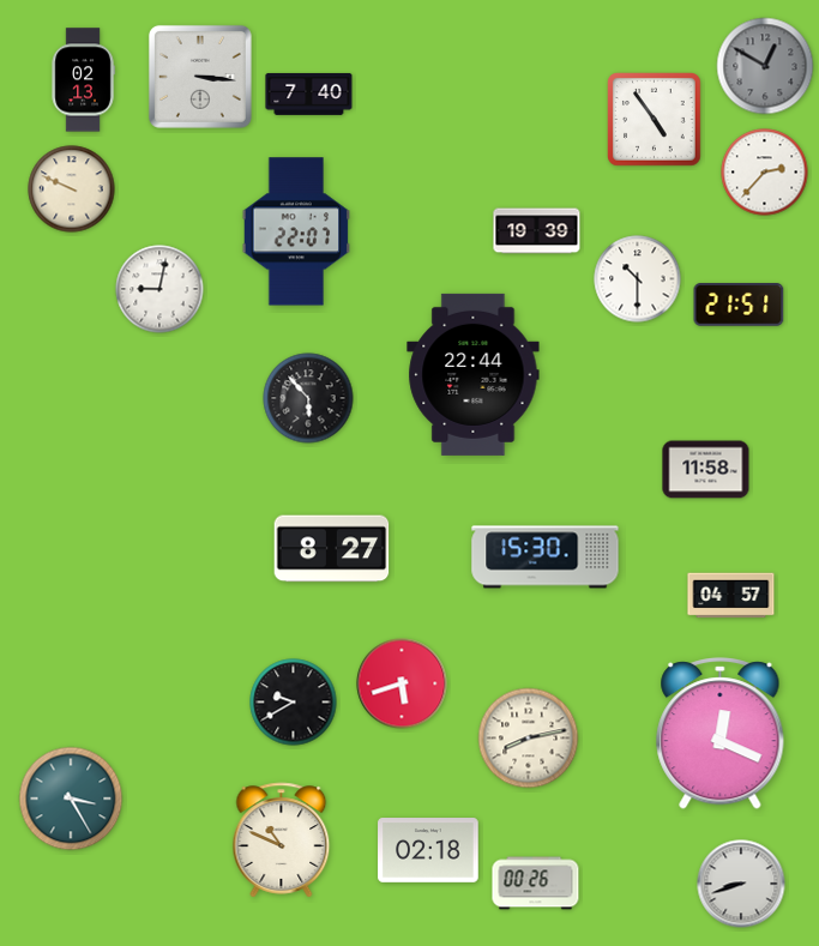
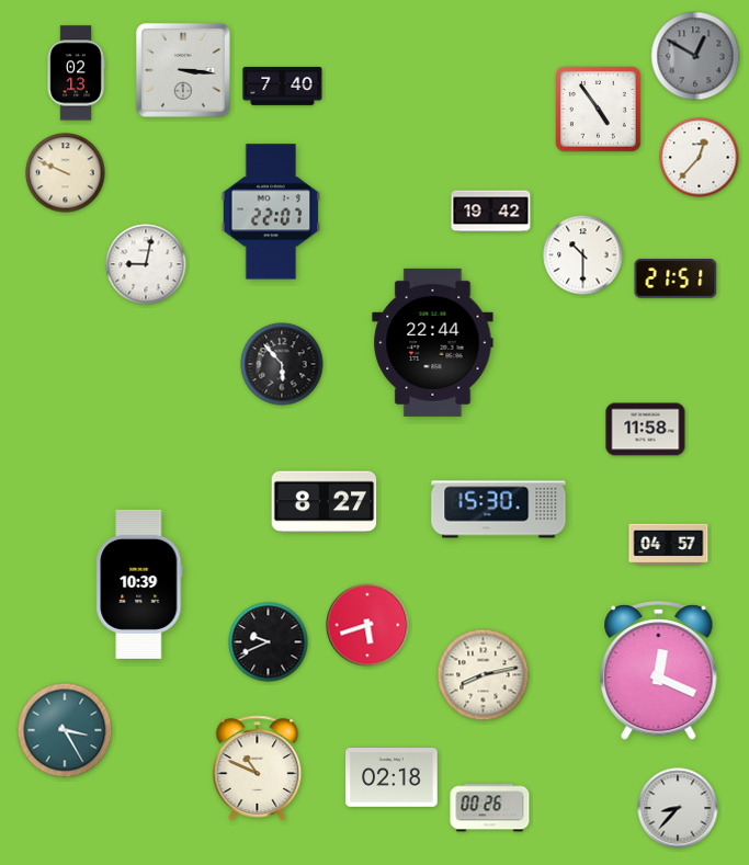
clock at (765, 66) position: (765, 66) -> (695, 56)
clock at (765, 173): 2:37 -> 12:37
clock at (537, 231): 19:39 -> 19:42
clock at (332, 549) position: (332, 549) -> (325, 502)
clock at (139, 584): none -> 10:39
clock at (294, 703): 9:40 -> 9:41
clock at (741, 884): 8:42 -> 8:37
